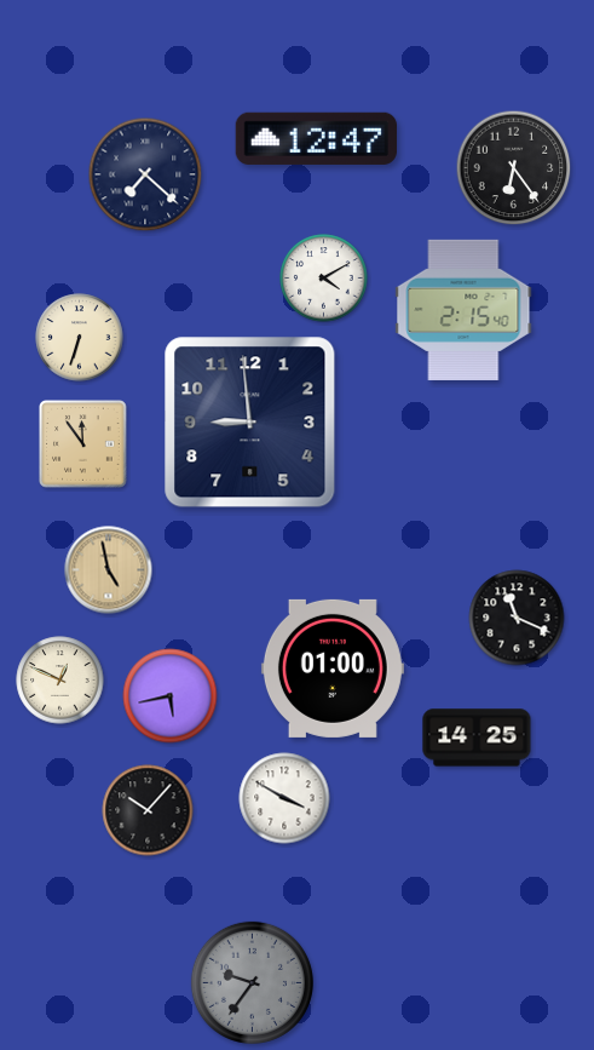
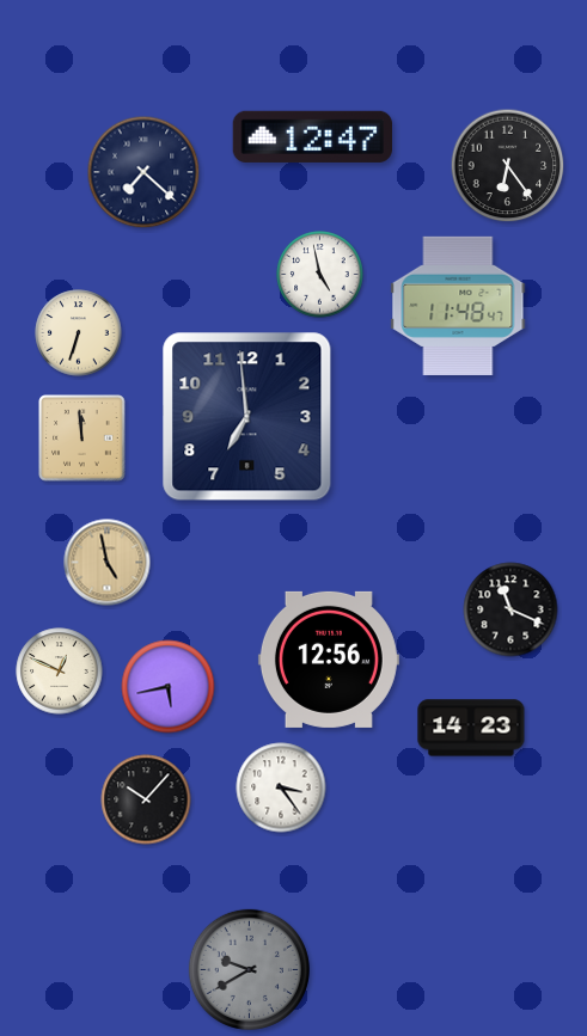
clock at (324, 279): 4:10 -> 4:58
clock at (463, 310): 2:15 -> 11:48
clock at (250, 423): 8:59 -> 6:59
clock at (83, 444): 11:54 -> 11:59
clock at (333, 669): 01:00 -> 12:56
clock at (477, 738): 14:25 -> 14:23
clock at (284, 798): 3:50 -> 3:24
clock at (252, 982): 9:36 -> 9:40
